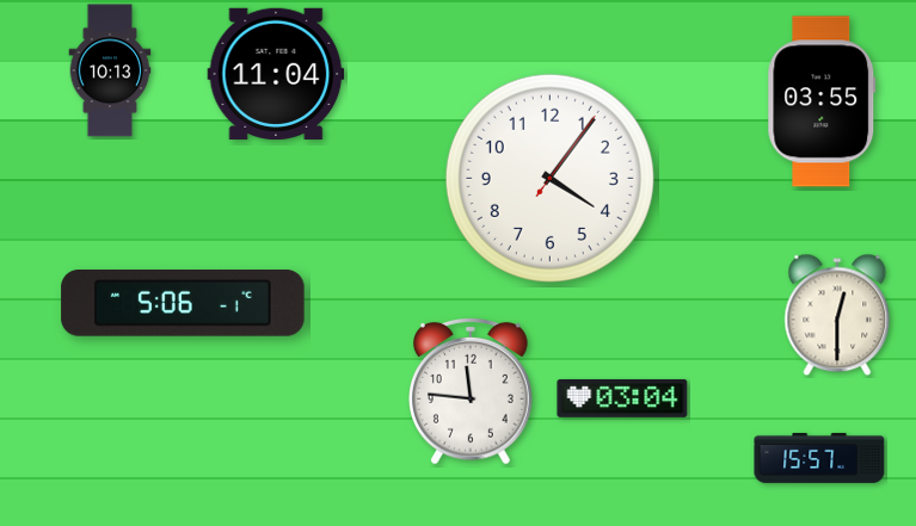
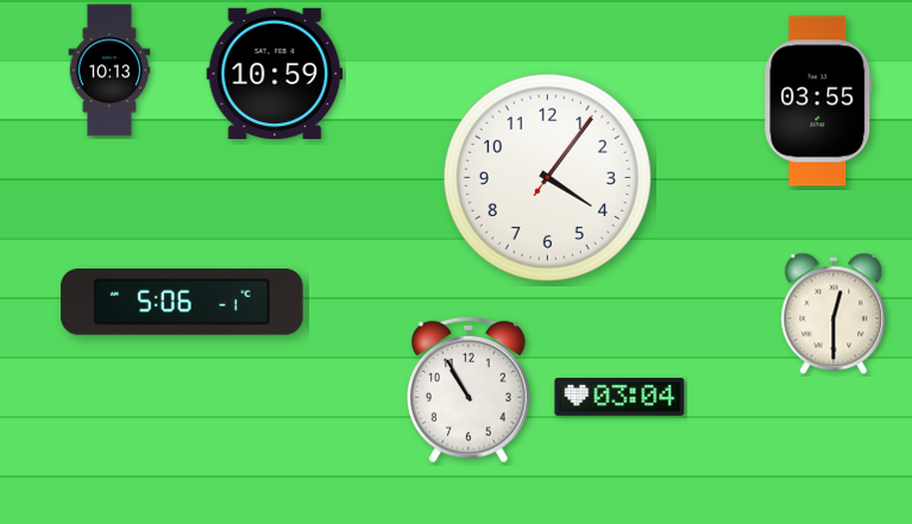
clock at (276, 74): 11:04 -> 10:59
clock at (472, 391): 11:46 -> 10:55
clock at (819, 458): 15:57 -> none
